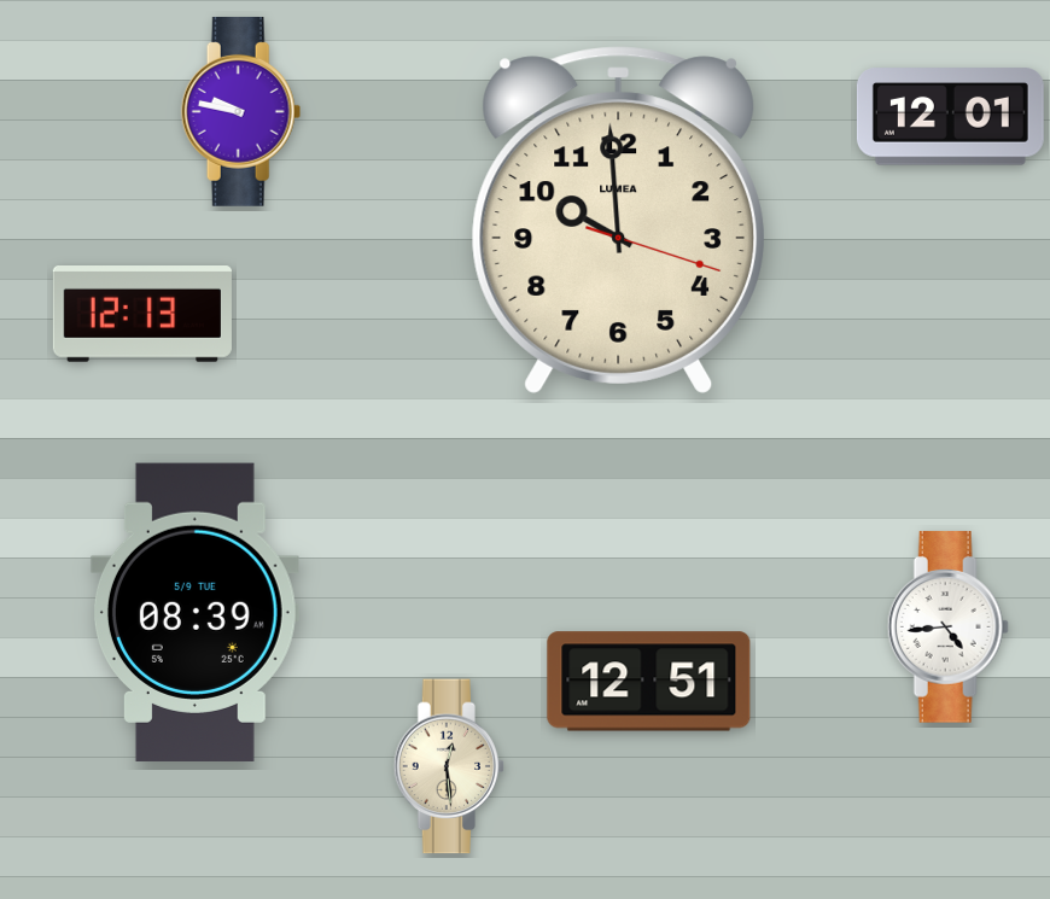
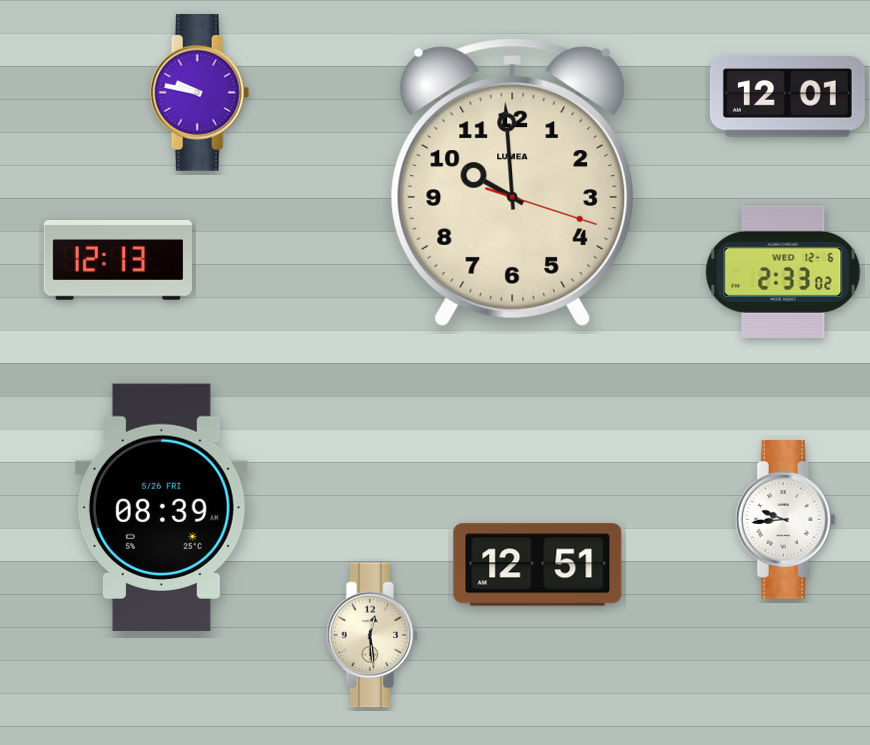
clock at (783, 272): none -> 2:33
clock at (194, 612) date: 5/9 TUE -> 5/26 FRI
clock at (947, 627): 4:44 -> 9:44
